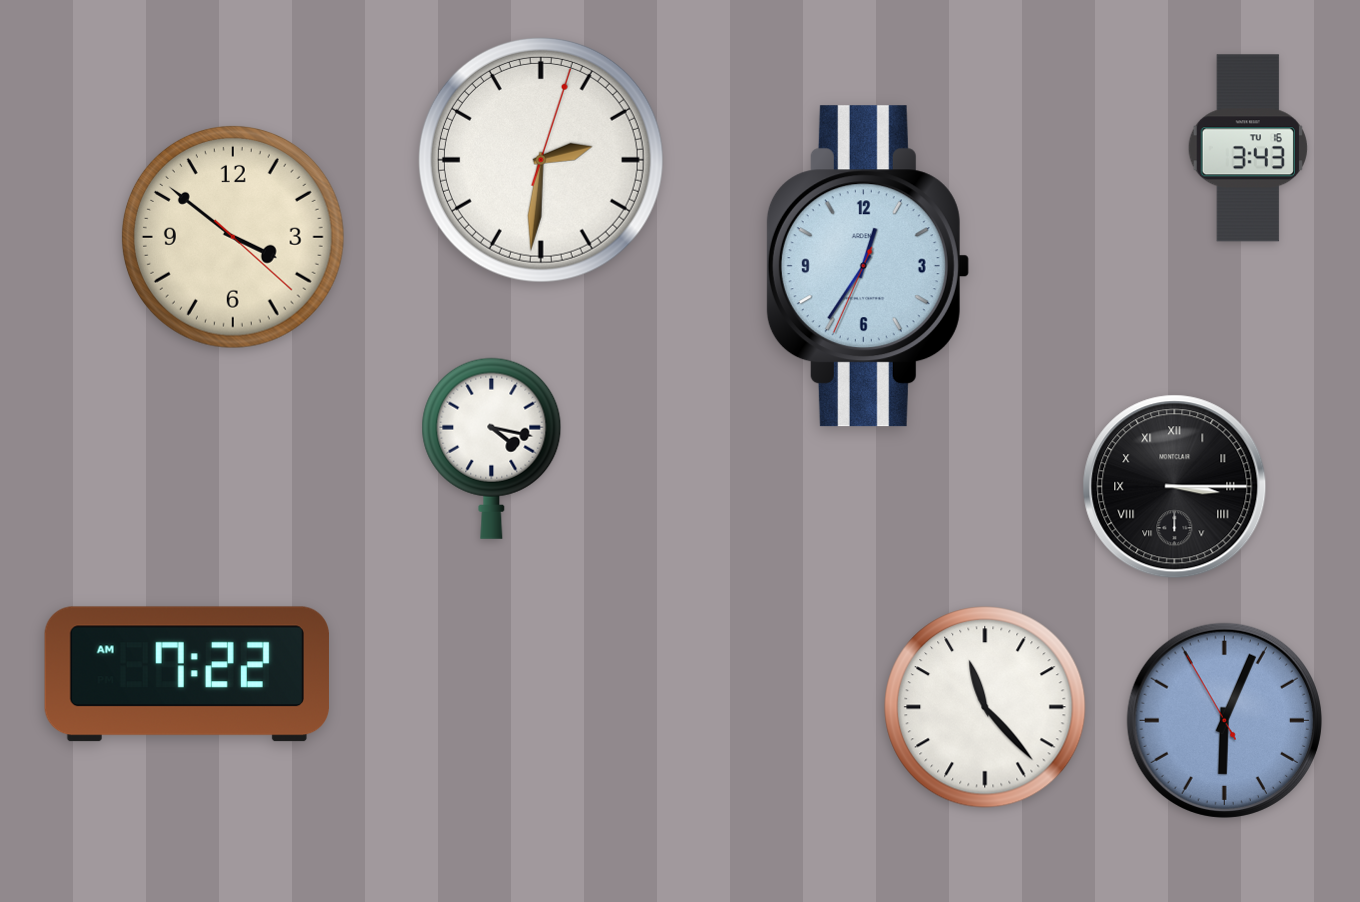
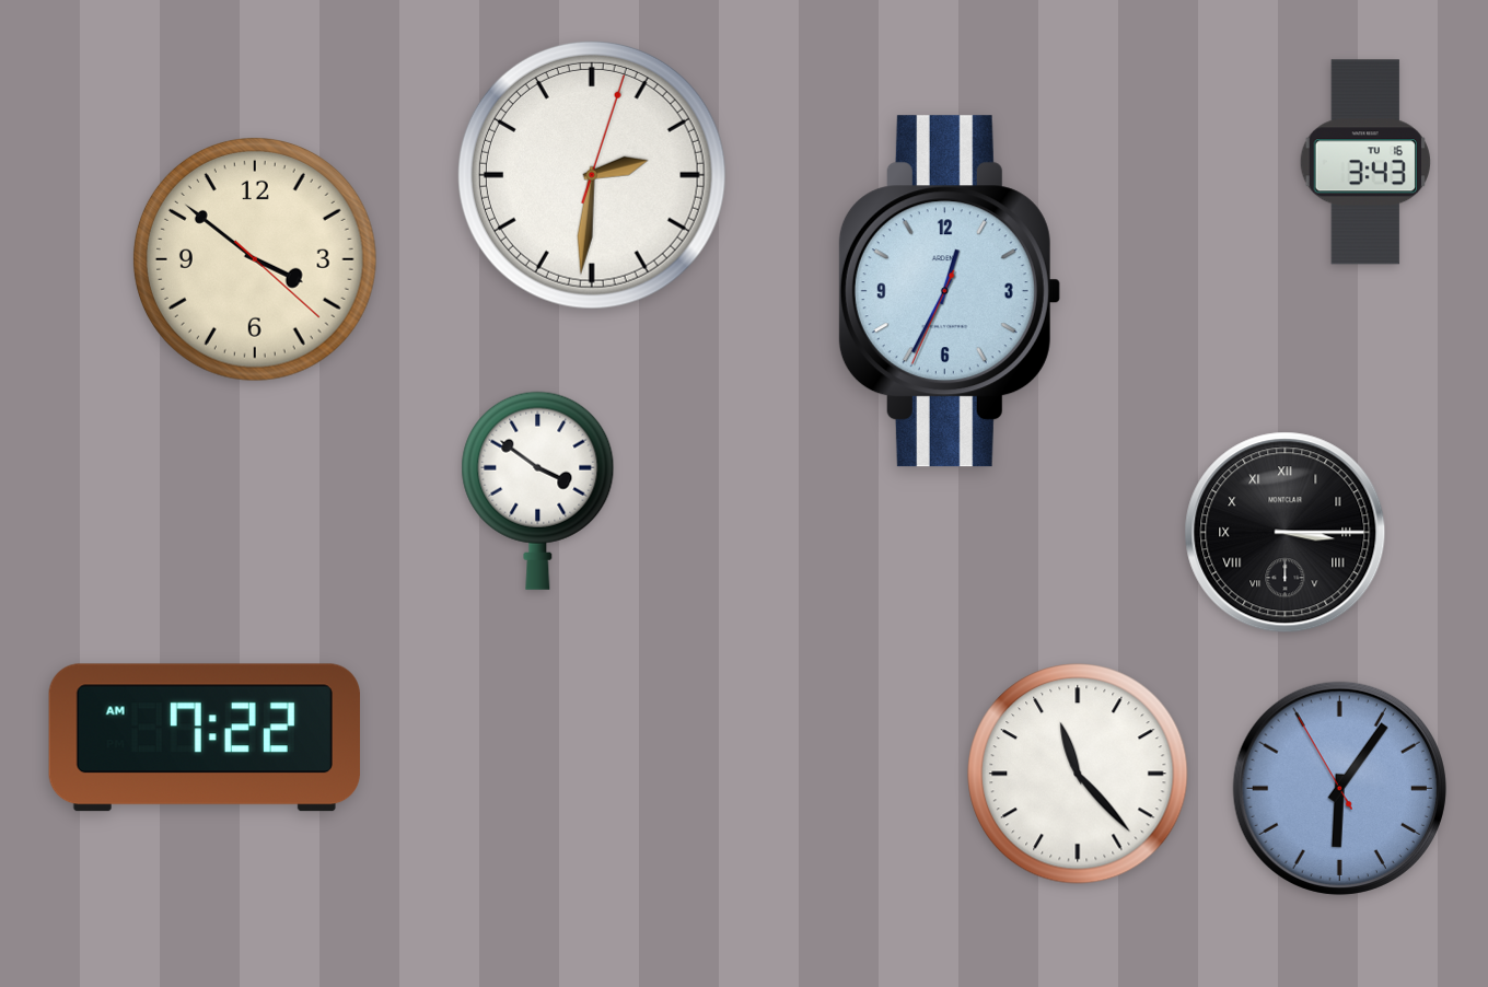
clock at (867, 266): 12:35 -> 12:34
clock at (492, 448): 4:17 -> 3:51
clock at (1224, 720): 6:03 -> 6:05
